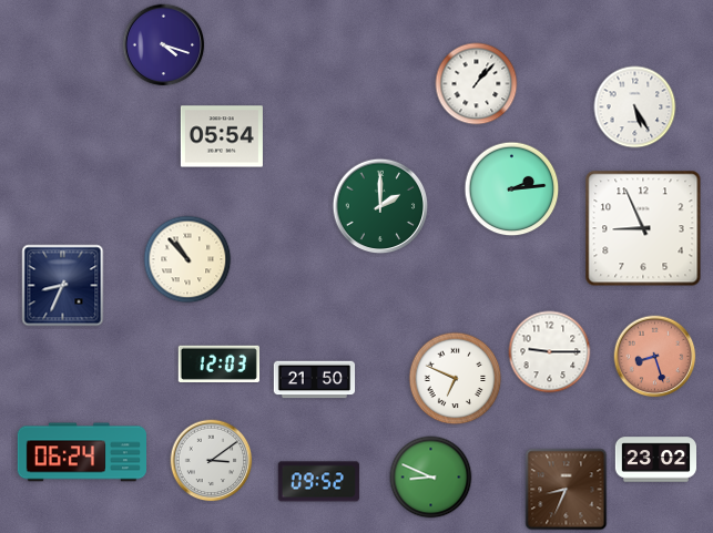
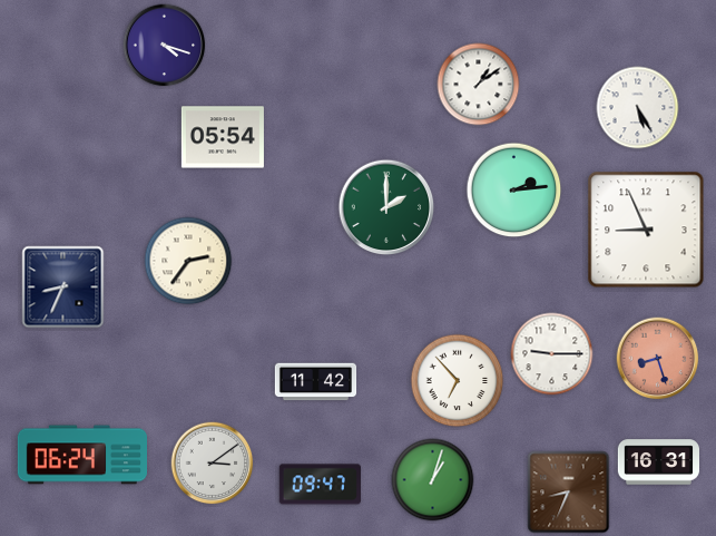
clock at (477, 84): 1:07 -> 1:09
clock at (380, 206) position: (380, 206) -> (386, 207)
clock at (187, 259): 10:53 -> 2:36
clock at (218, 363): 12:03 -> none
clock at (456, 379): 6:49 -> 6:53
clock at (315, 380): 21:50 -> 11:42
clock at (656, 460): 23:02 -> 16:31
clock at (431, 478): 8:49 -> 1:03
clock at (318, 482): 09:52 -> 09:47
